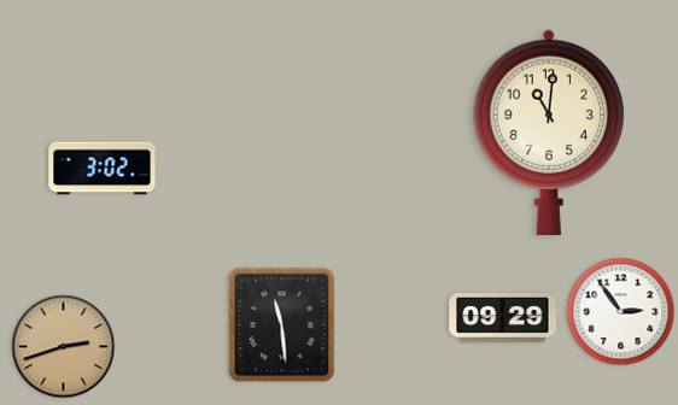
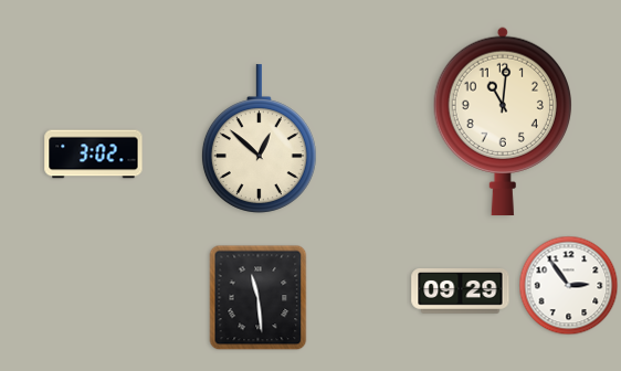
clock at (259, 139): none -> 12:52
clock at (64, 347): 2:42 -> none
